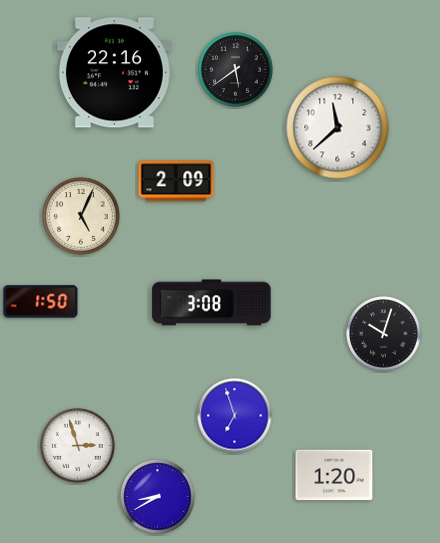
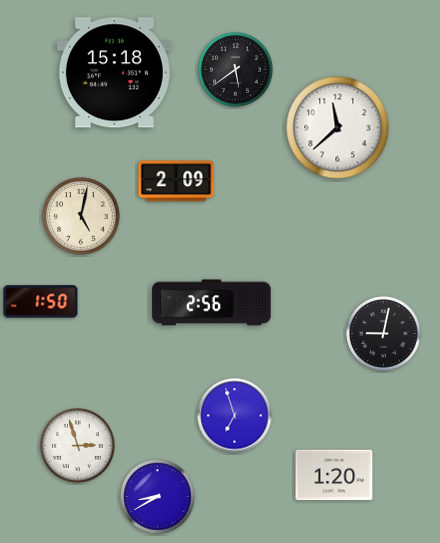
clock at (114, 73): 22:16 -> 15:18
clock at (81, 216): 5:04 -> 5:02
clock at (212, 303): 3:08 -> 2:56
clock at (384, 334): 10:03 -> 9:02
